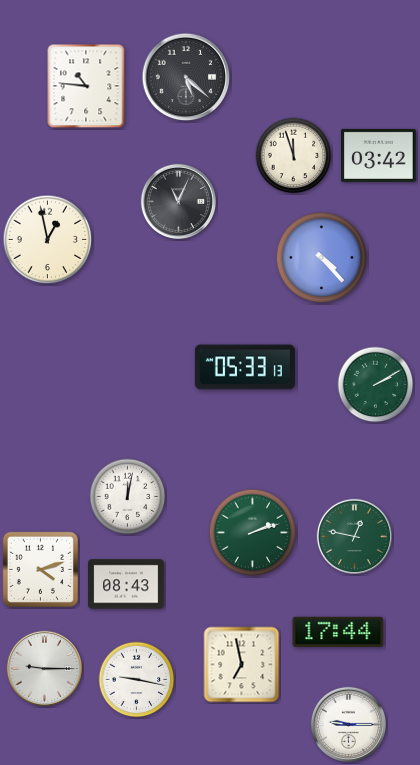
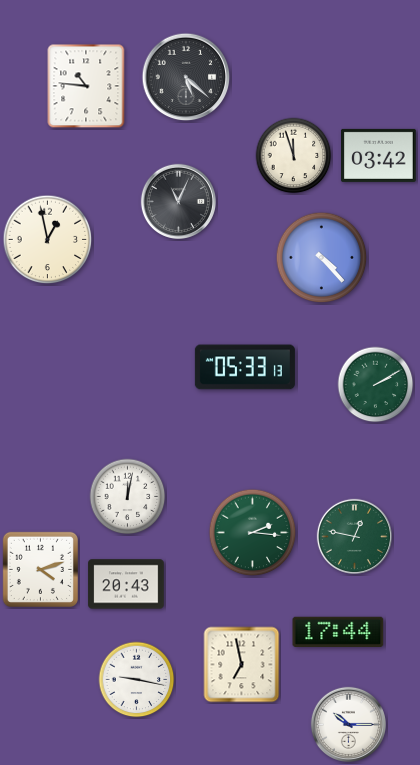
clock at (253, 533): 2:12 -> 2:16
clock at (126, 584): 08:43 -> 20:43
clock at (44, 668): 9:15 -> none
clock at (348, 724): 9:15 -> 10:15
